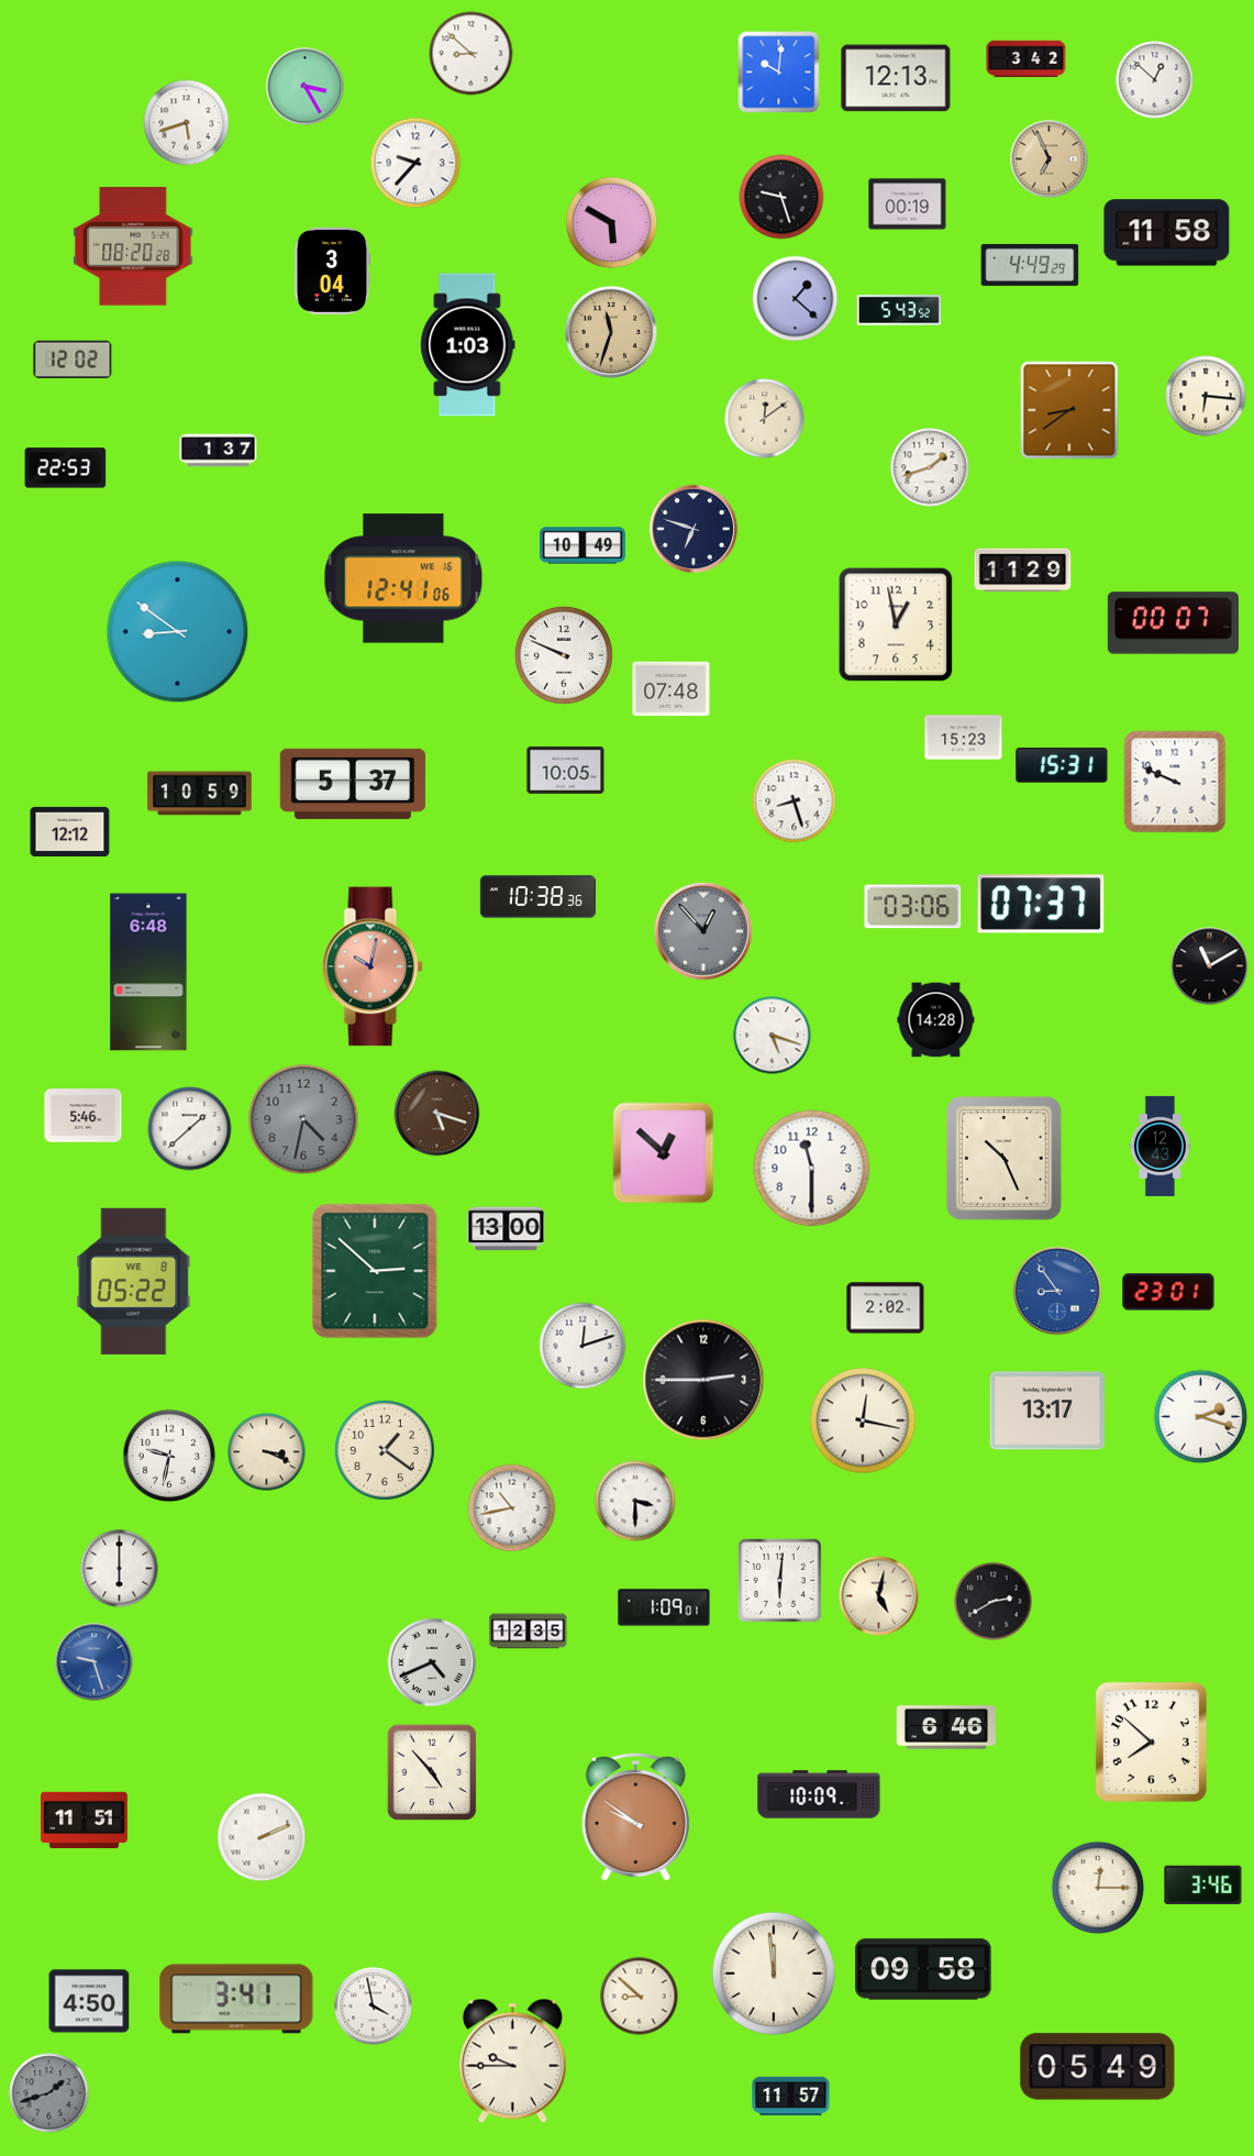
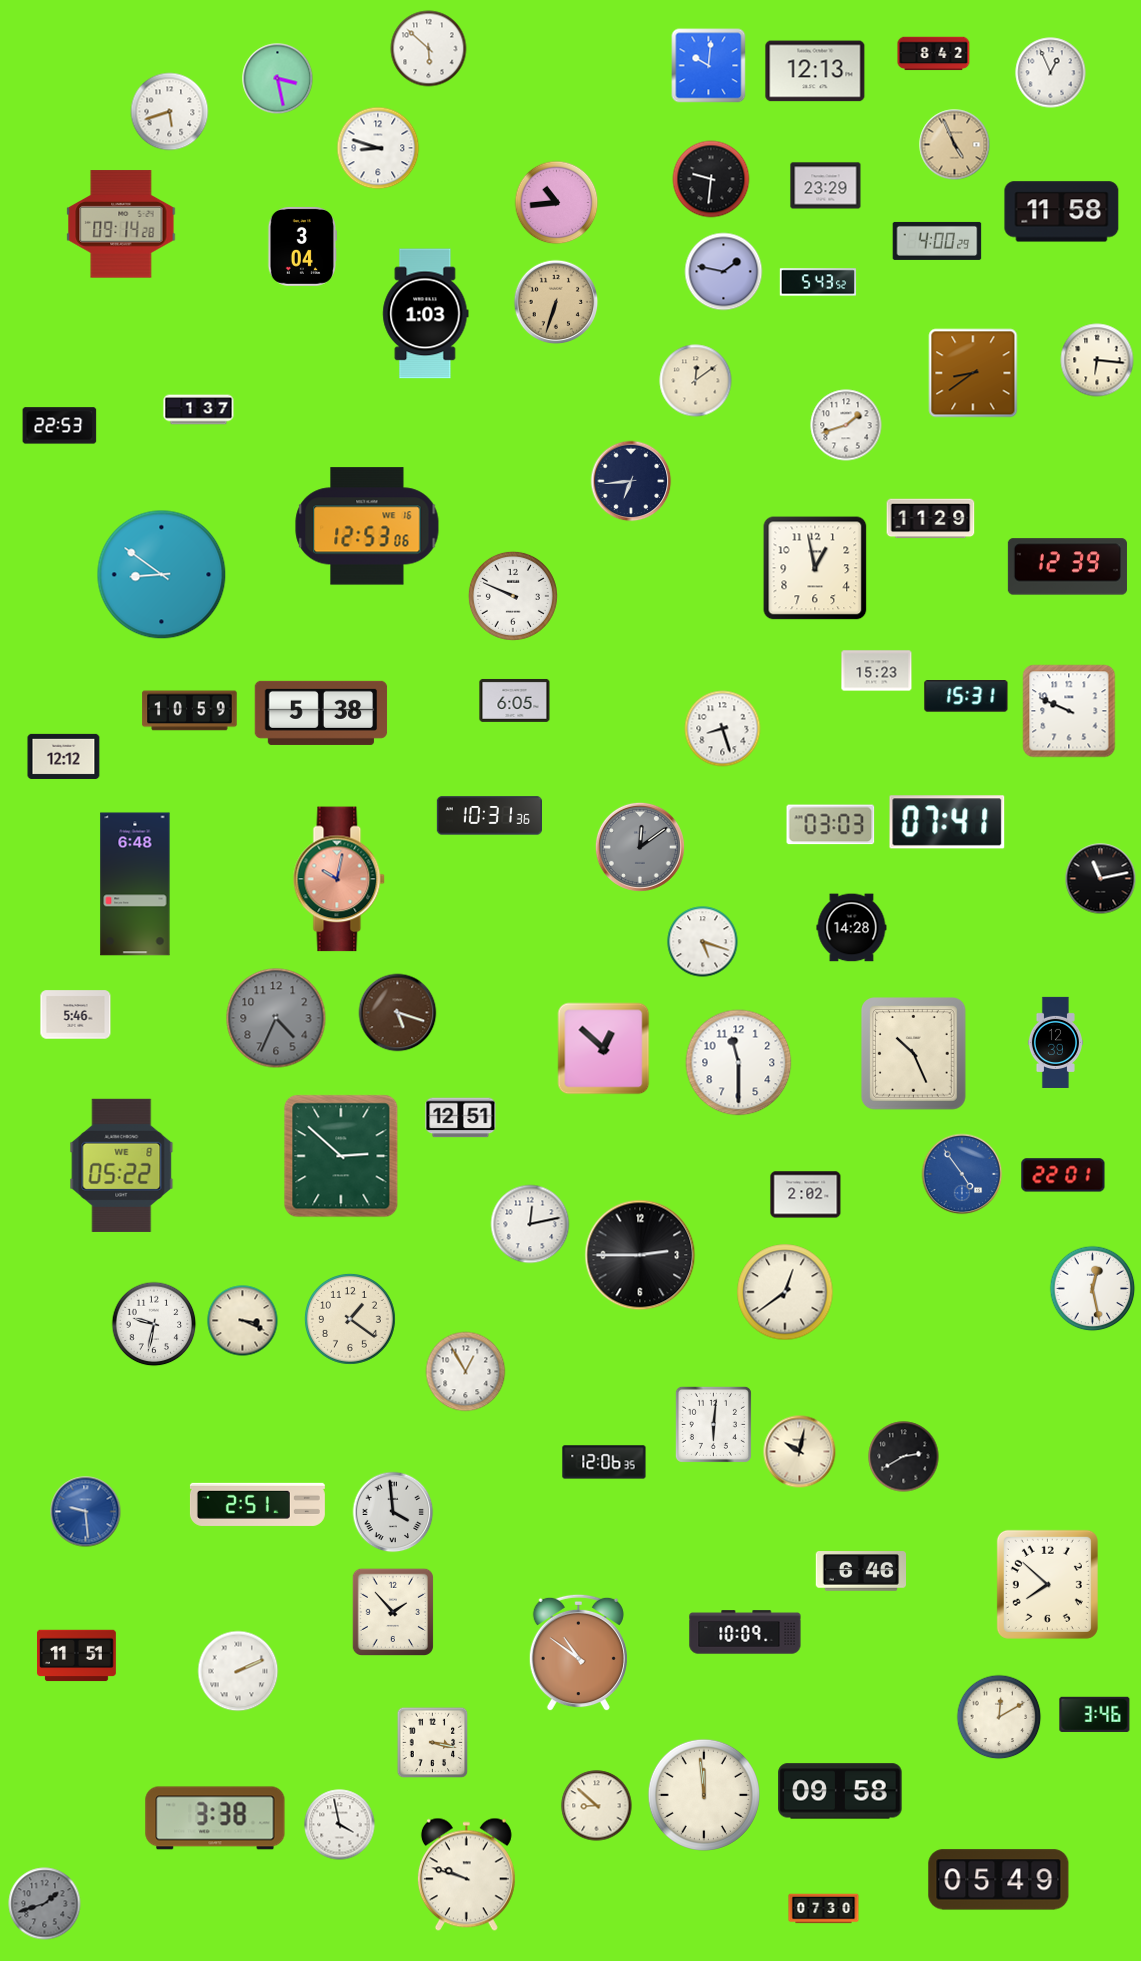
clock at (471, 54): 8:52 -> 5:52
clock at (1026, 59): 3:42 -> 8:42
clock at (1155, 80): 12:52 -> 12:56
clock at (306, 87): 3:25 -> 3:28
clock at (1050, 159): 6:56 -> 4:56
clock at (415, 163): 9:37 -> 8:48
clock at (781, 197): 9:27 -> 9:31
clock at (908, 204): 00:19 -> 23:29
clock at (612, 223): 5:50 -> 10:44
clock at (133, 246): 08:20 -> 09:14
clock at (1030, 265): 4:49 -> 4:00
clock at (796, 299): 1:22 -> 1:47
clock at (611, 332): 11:33 -> 6:33
clock at (73, 360): 12:02 -> none
clock at (693, 529): 6:48 -> 6:44
clock at (582, 545): 10:49 -> none
clock at (403, 578): 12:41 -> 12:53
clock at (1173, 623): 00:07 -> 12:39
clock at (672, 689): 07:48 -> none
clock at (566, 770): 10:05 -> 6:05
clock at (353, 784): 5:37 -> 5:38
clock at (200, 794) position: (200, 794) -> (190, 711)
clock at (537, 897): 10:38 -> 10:31
clock at (1041, 904): 07:37 -> 07:41
clock at (913, 907): 03:06 -> 03:03
clock at (703, 931): 12:53 -> 12:09
clock at (1210, 966): 11:10 -> 11:13
clock at (303, 1119): 4:32 -> 4:34
clock at (190, 1129): 1:38 -> none
clock at (1159, 1146): 12:43 -> 12:39
clock at (507, 1229): 13:00 -> 12:51
clock at (1057, 1291): 8:54 -> 4:54
clock at (1168, 1292): 23:01 -> 22:01
clock at (886, 1308) position: (886, 1308) -> (806, 1195)
clock at (582, 1346): 12:12 -> 12:13
clock at (1046, 1411): 13:17 -> none
clock at (1201, 1417): 2:18 -> 12:28
clock at (863, 1420): 12:17 -> 12:39
clock at (635, 1501): 3:30 -> none
clock at (512, 1508): 10:43 -> 12:55
clock at (120, 1569): 6:00 -> none
clock at (779, 1580) position: (779, 1580) -> (713, 1424)
clock at (879, 1596): 5:02 -> 10:02
clock at (664, 1607): 1:09 -> 12:06
clock at (529, 1632): 12:35 -> none
clock at (257, 1504): none -> 2:51
clock at (95, 1662): 9:27 -> 9:29
clock at (432, 1662): 4:41 -> 3:59
clock at (432, 1771): 4:53 -> 1:53
clock at (635, 1817): 9:51 -> 10:51
clock at (1098, 1888): 12:15 -> 12:10
clock at (433, 1743): none -> 3:17
clock at (640, 1997) position: (640, 1997) -> (597, 1806)
clock at (236, 1999): 3:41 -> 3:38
clock at (89, 2001): 4:50 -> none
clock at (512, 2061): 9:45 -> 9:48
clock at (791, 2097): 11:57 -> none
clock at (824, 1909): none -> 07:30
